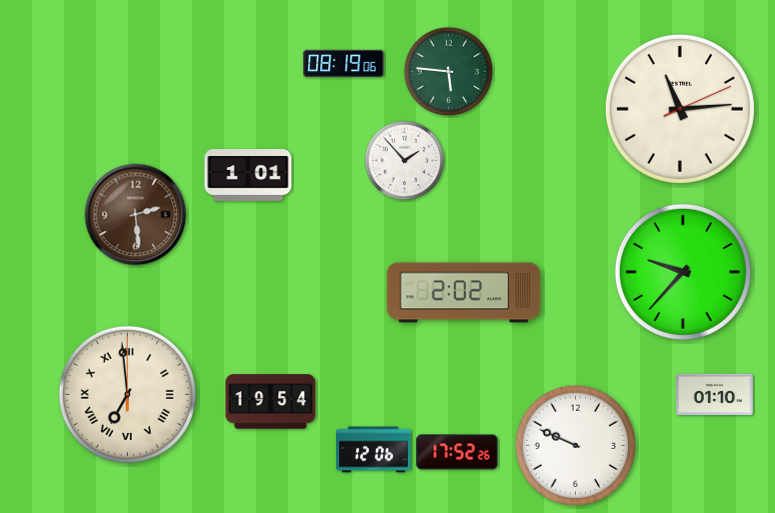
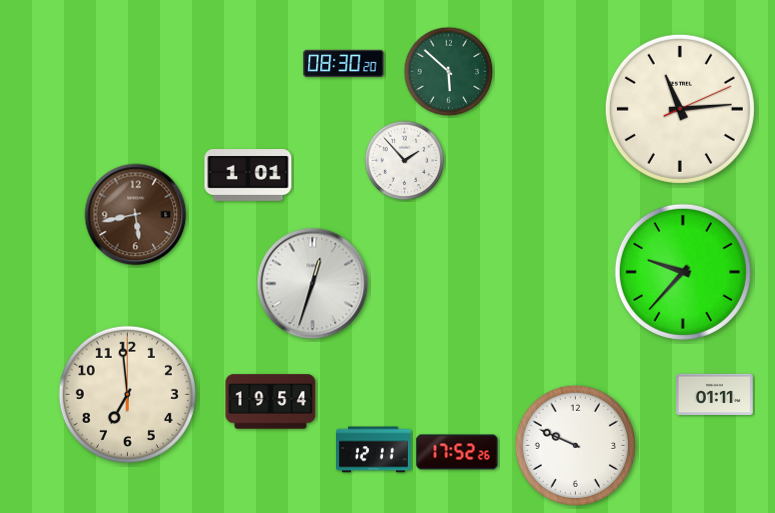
clock at (344, 63): 08:19 -> 08:30
clock at (449, 72): 5:46 -> 5:52
clock at (136, 215): 2:29 -> 5:43
clock at (313, 284): none -> 12:33
clock at (464, 293): 2:02 -> none
clock at (127, 394) numerals: Roman -> Arabic
clock at (715, 394): 01:10 -> 01:11
clock at (374, 450): 12:06 -> 12:11
